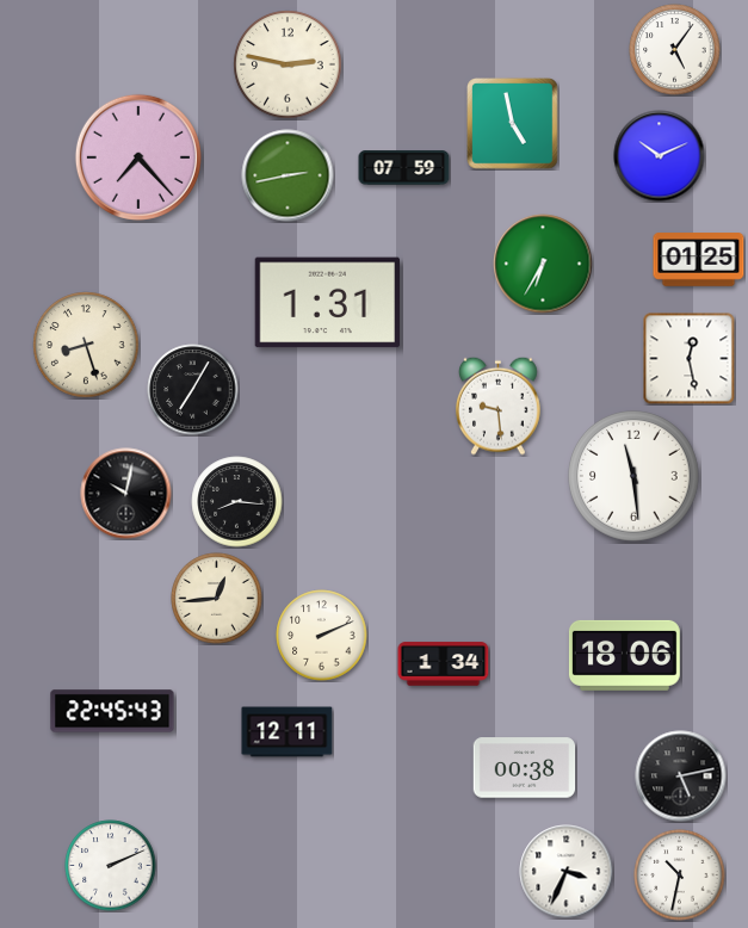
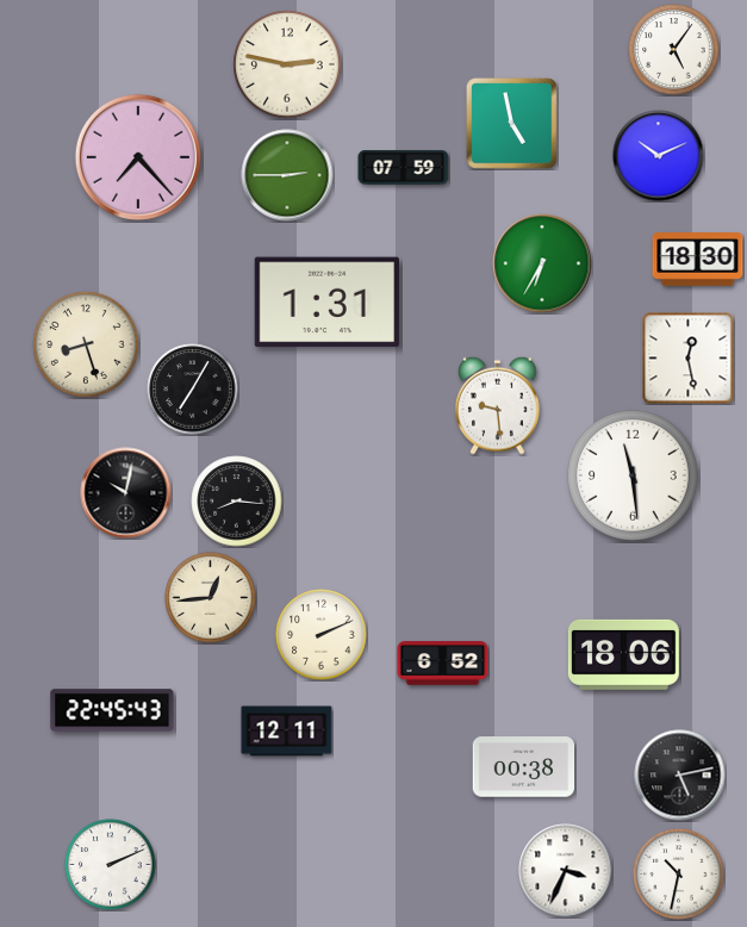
clock at (288, 175): 2:43 -> 2:45
clock at (699, 260): 01:25 -> 18:30
clock at (217, 599) position: (217, 599) -> (211, 598)
clock at (444, 664): 1:34 -> 6:52
